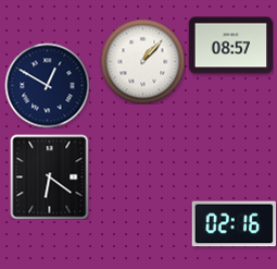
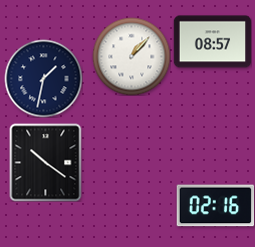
clock at (47, 85): 12:50 -> 1:32
clock at (50, 176): 6:21 -> 10:21
